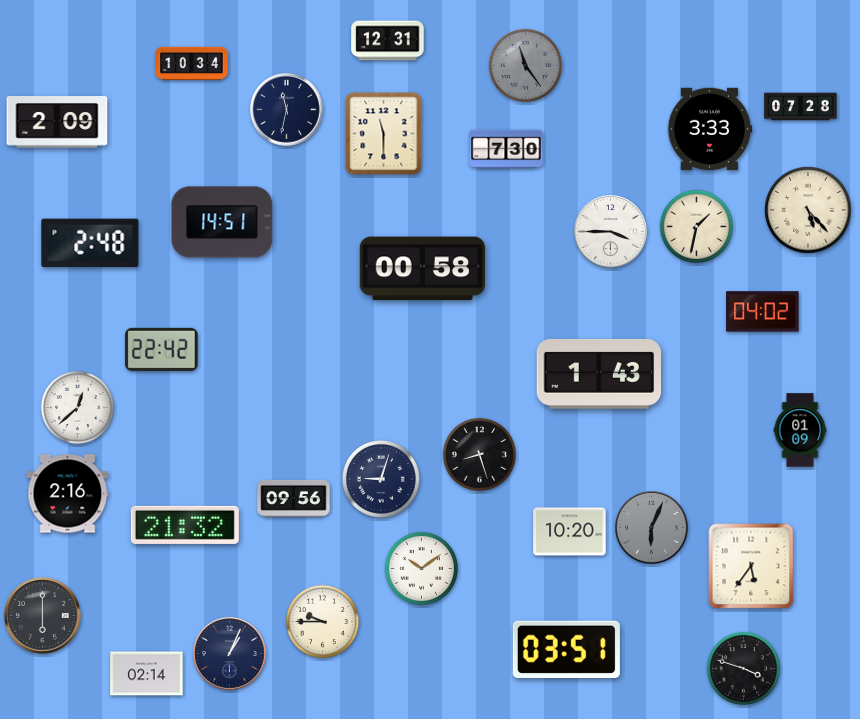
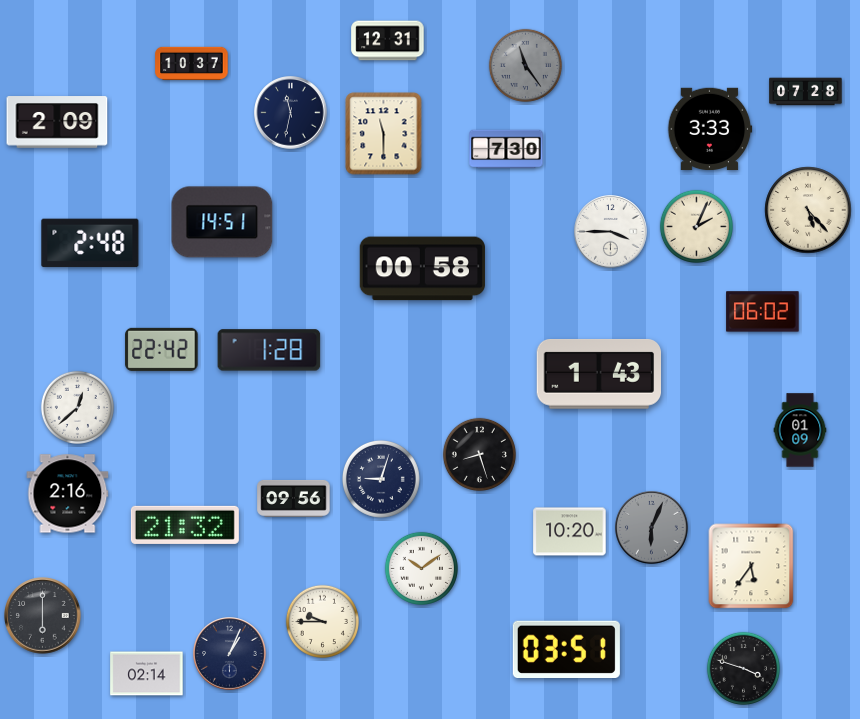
clock at (192, 64): 10:34 -> 10:37
clock at (801, 107) position: (801, 107) -> (806, 92)
clock at (287, 110) position: (287, 110) -> (291, 113)
clock at (696, 226): 1:32 -> 2:04
clock at (763, 312): 04:02 -> 06:02
clock at (269, 350): none -> 1:28
